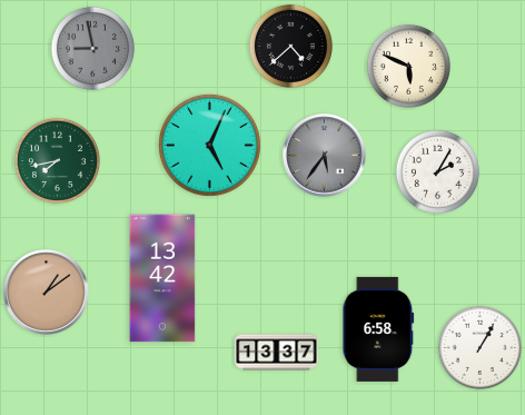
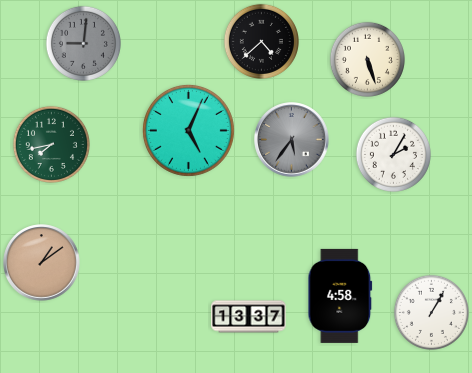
clock at (92, 48): 8:58 -> 9:01
clock at (408, 66): 5:49 -> 5:27
clock at (162, 278): 13:42 -> none
clock at (378, 329): 6:58 -> 4:58
